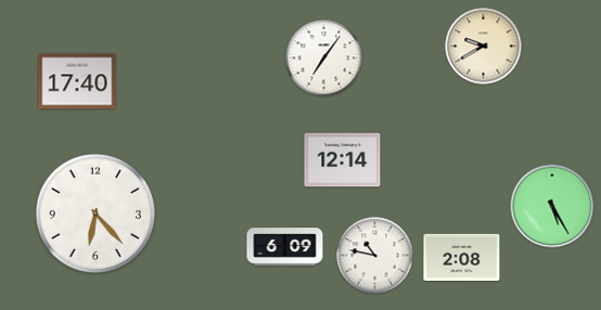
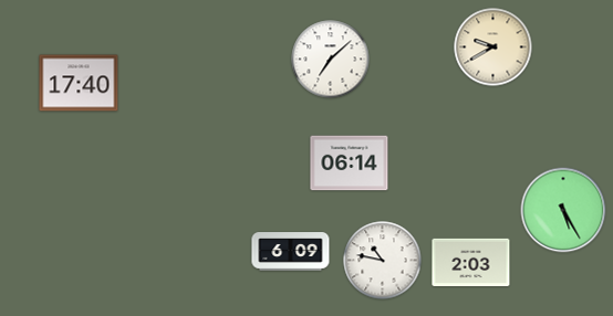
clock at (324, 59): 7:06 -> 7:08
clock at (343, 160): 12:14 -> 06:14
clock at (95, 214): 6:23 -> none
clock at (462, 258): 2:08 -> 2:03
